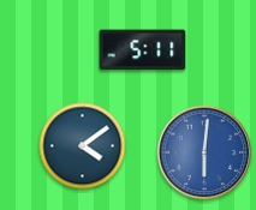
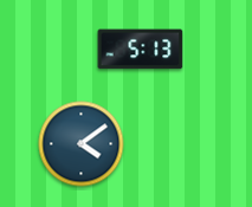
clock at (143, 50): 5:11 -> 5:13
clock at (204, 152): 6:01 -> none
